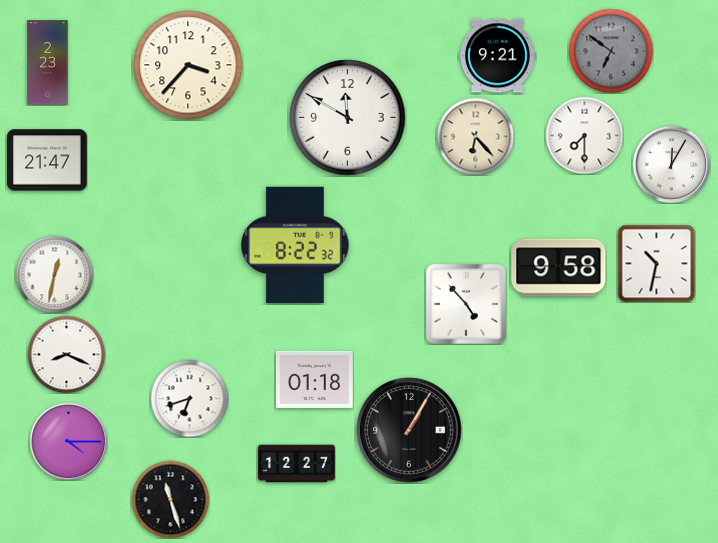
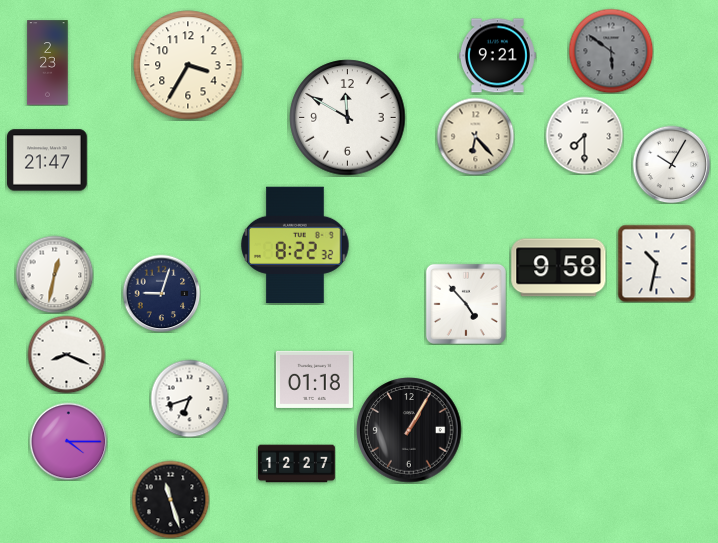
clock at (611, 51): 6:51 -> 5:51
clock at (188, 65): 3:37 -> 3:35
clock at (671, 164): 12:05 -> 10:05
clock at (161, 293): none -> 9:03
